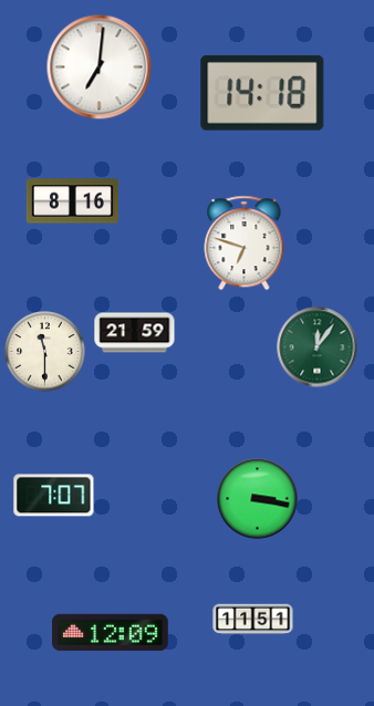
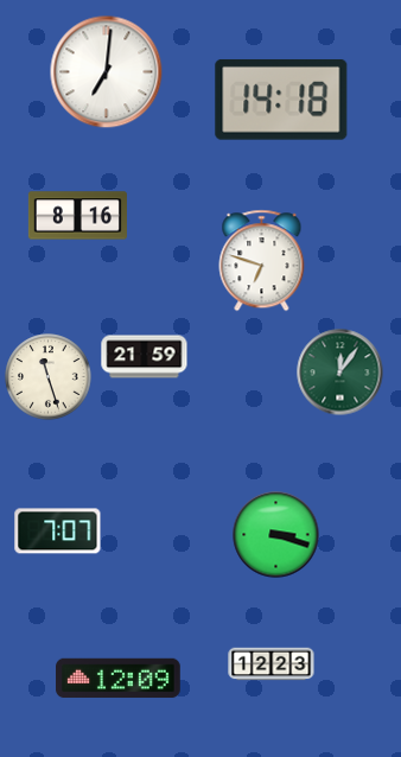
clock at (45, 352): 11:30 -> 11:27
clock at (258, 499): 3:17 -> 3:18
clock at (253, 620): 11:51 -> 12:23
